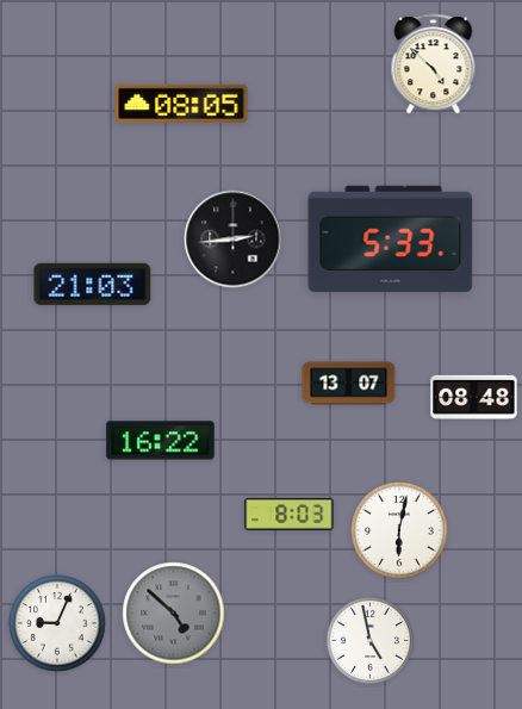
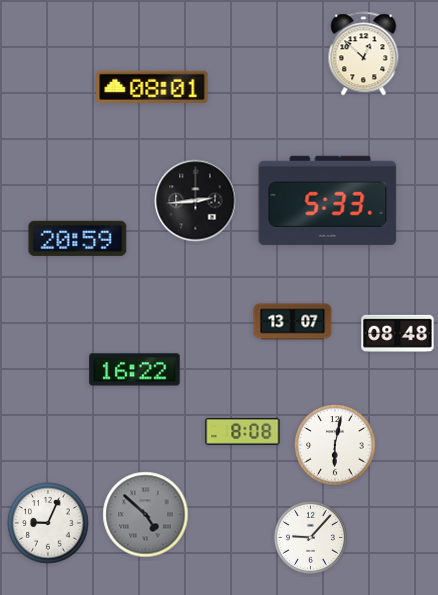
clock at (434, 64): 4:52 -> 12:52
clock at (181, 104): 08:05 -> 08:01
clock at (93, 284): 21:03 -> 20:59
clock at (290, 514): 8:03 -> 8:08
clock at (369, 640): 4:58 -> 9:07
